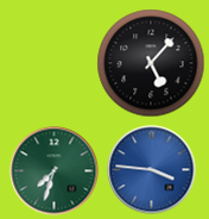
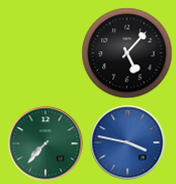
clock at (152, 170): 3:46 -> 3:47
clock at (55, 171): 7:33 -> 7:37
